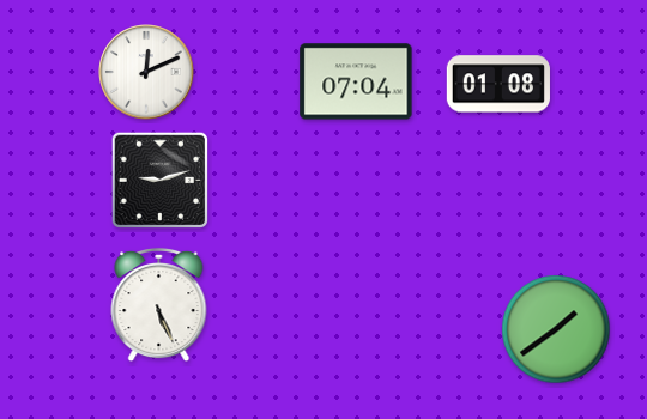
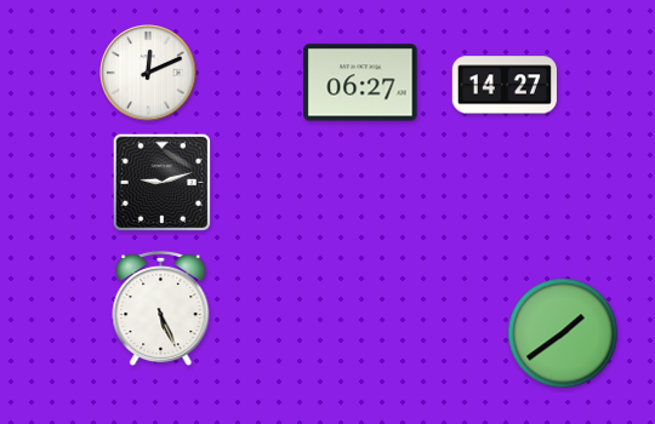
clock at (356, 81): 07:04 -> 06:27
clock at (498, 84): 01:08 -> 14:27
